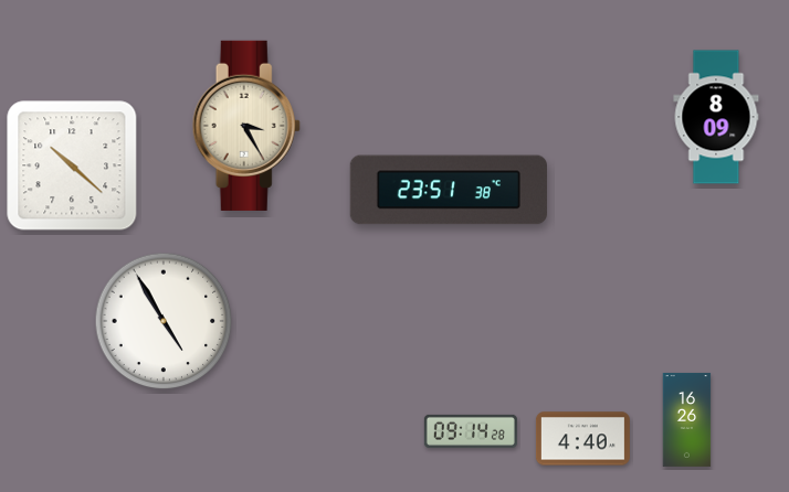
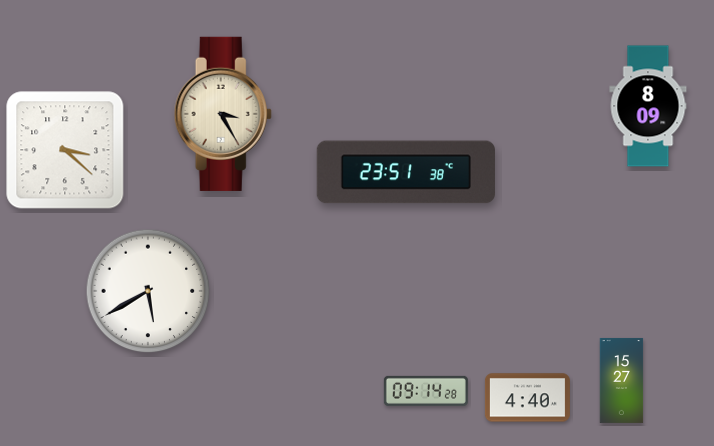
clock at (72, 165): 10:22 -> 3:22
clock at (164, 321): 4:55 -> 5:40
clock at (687, 419): 16:26 -> 15:27
